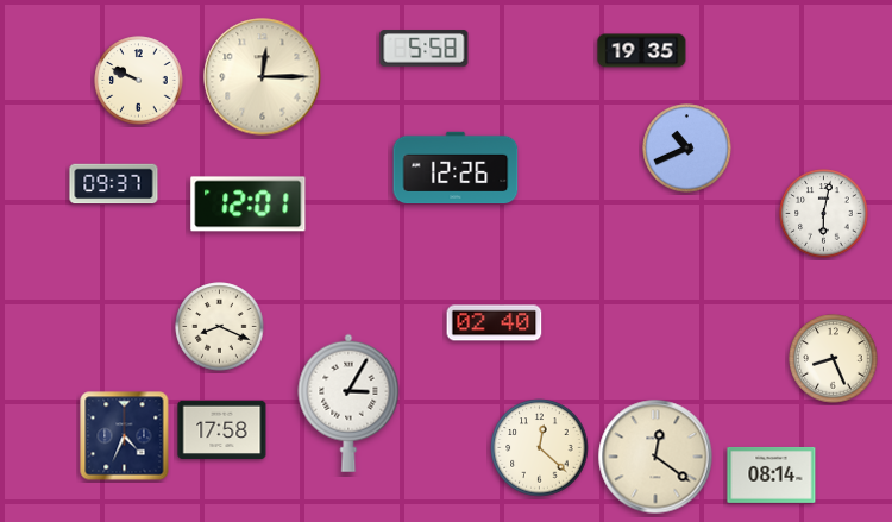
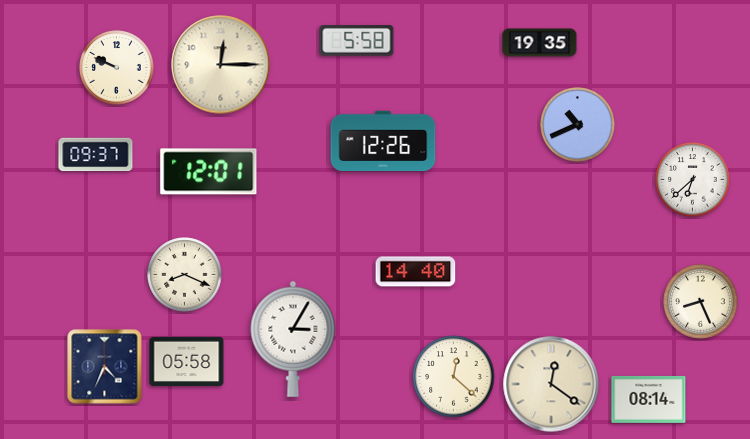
clock at (824, 214): 6:02 -> 6:38
clock at (495, 323): 02:40 -> 14:40
clock at (222, 430): 17:58 -> 05:58
